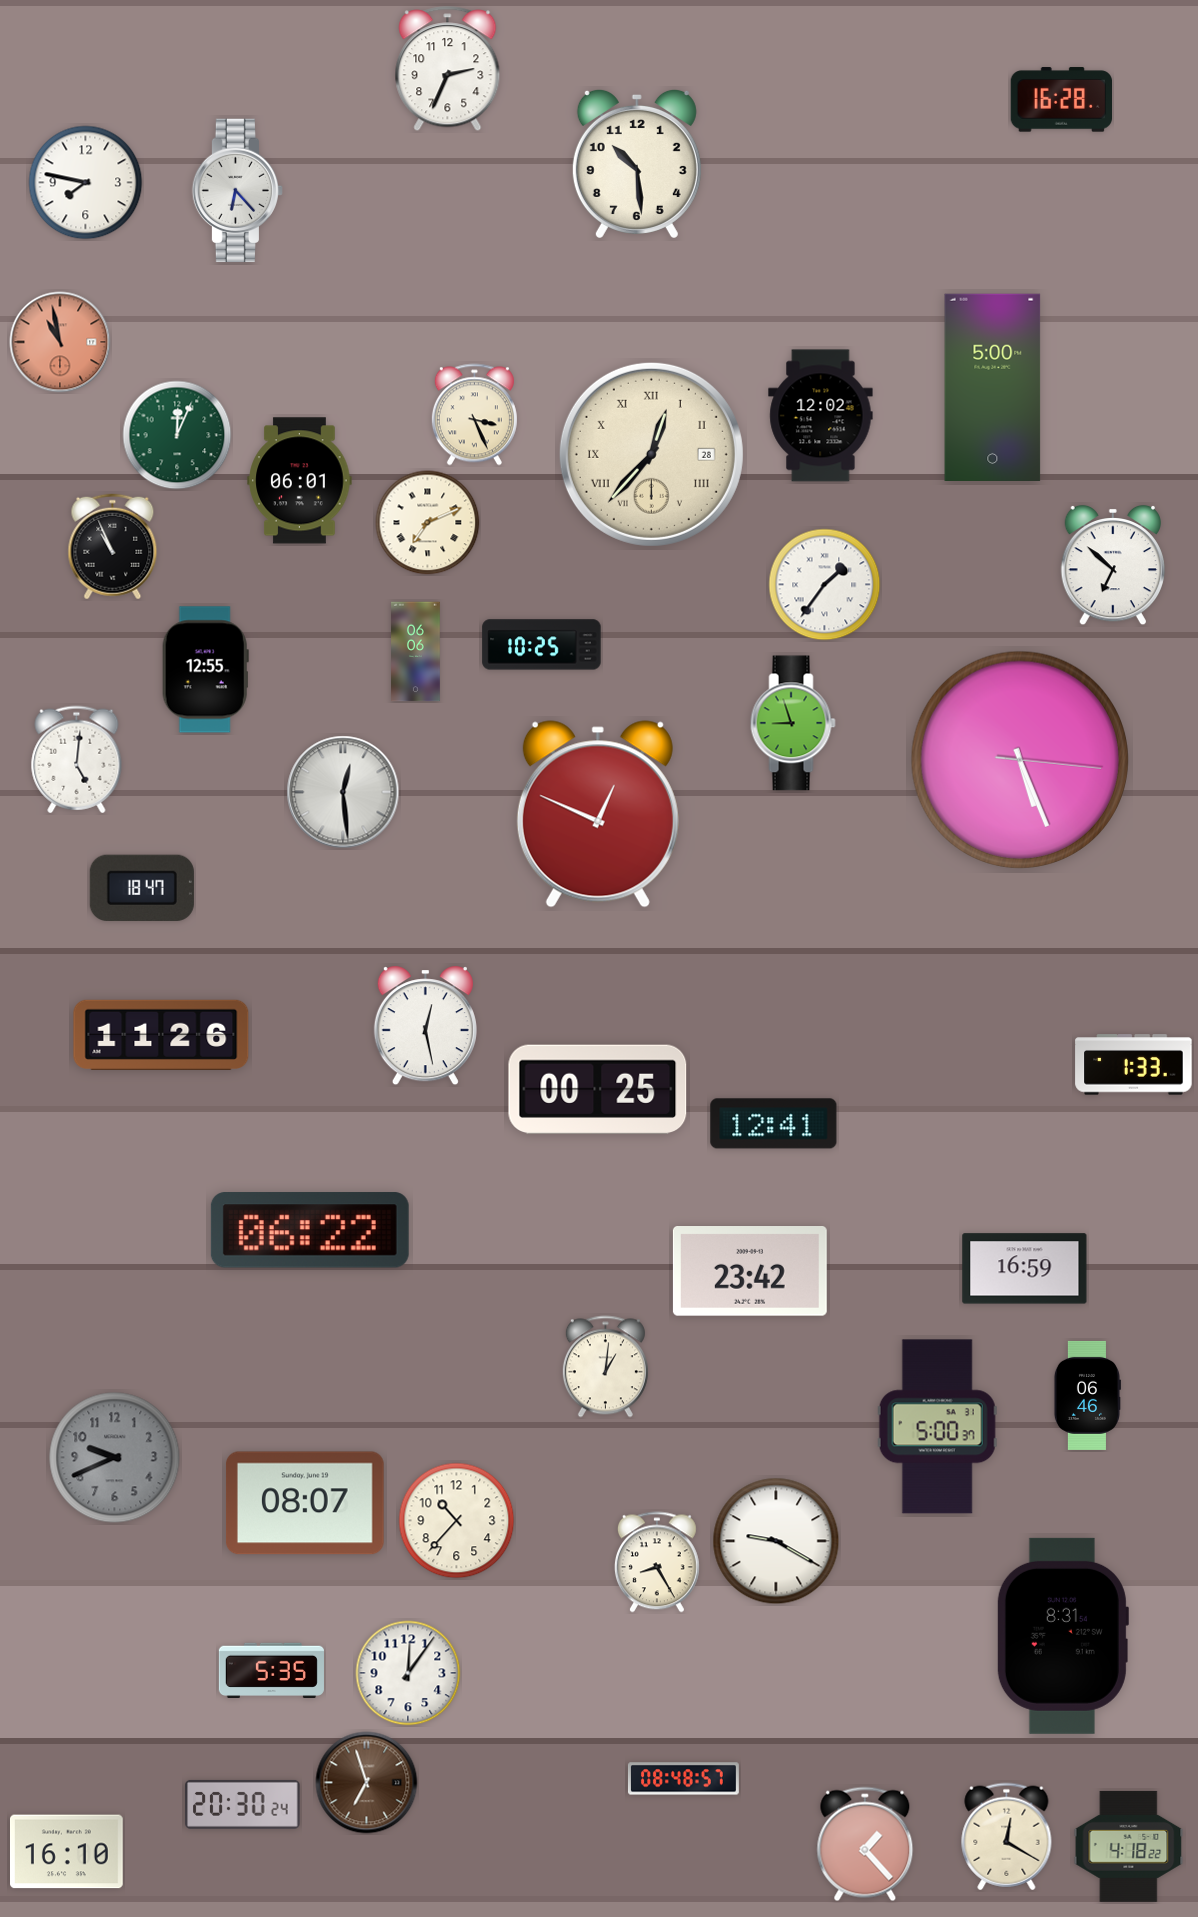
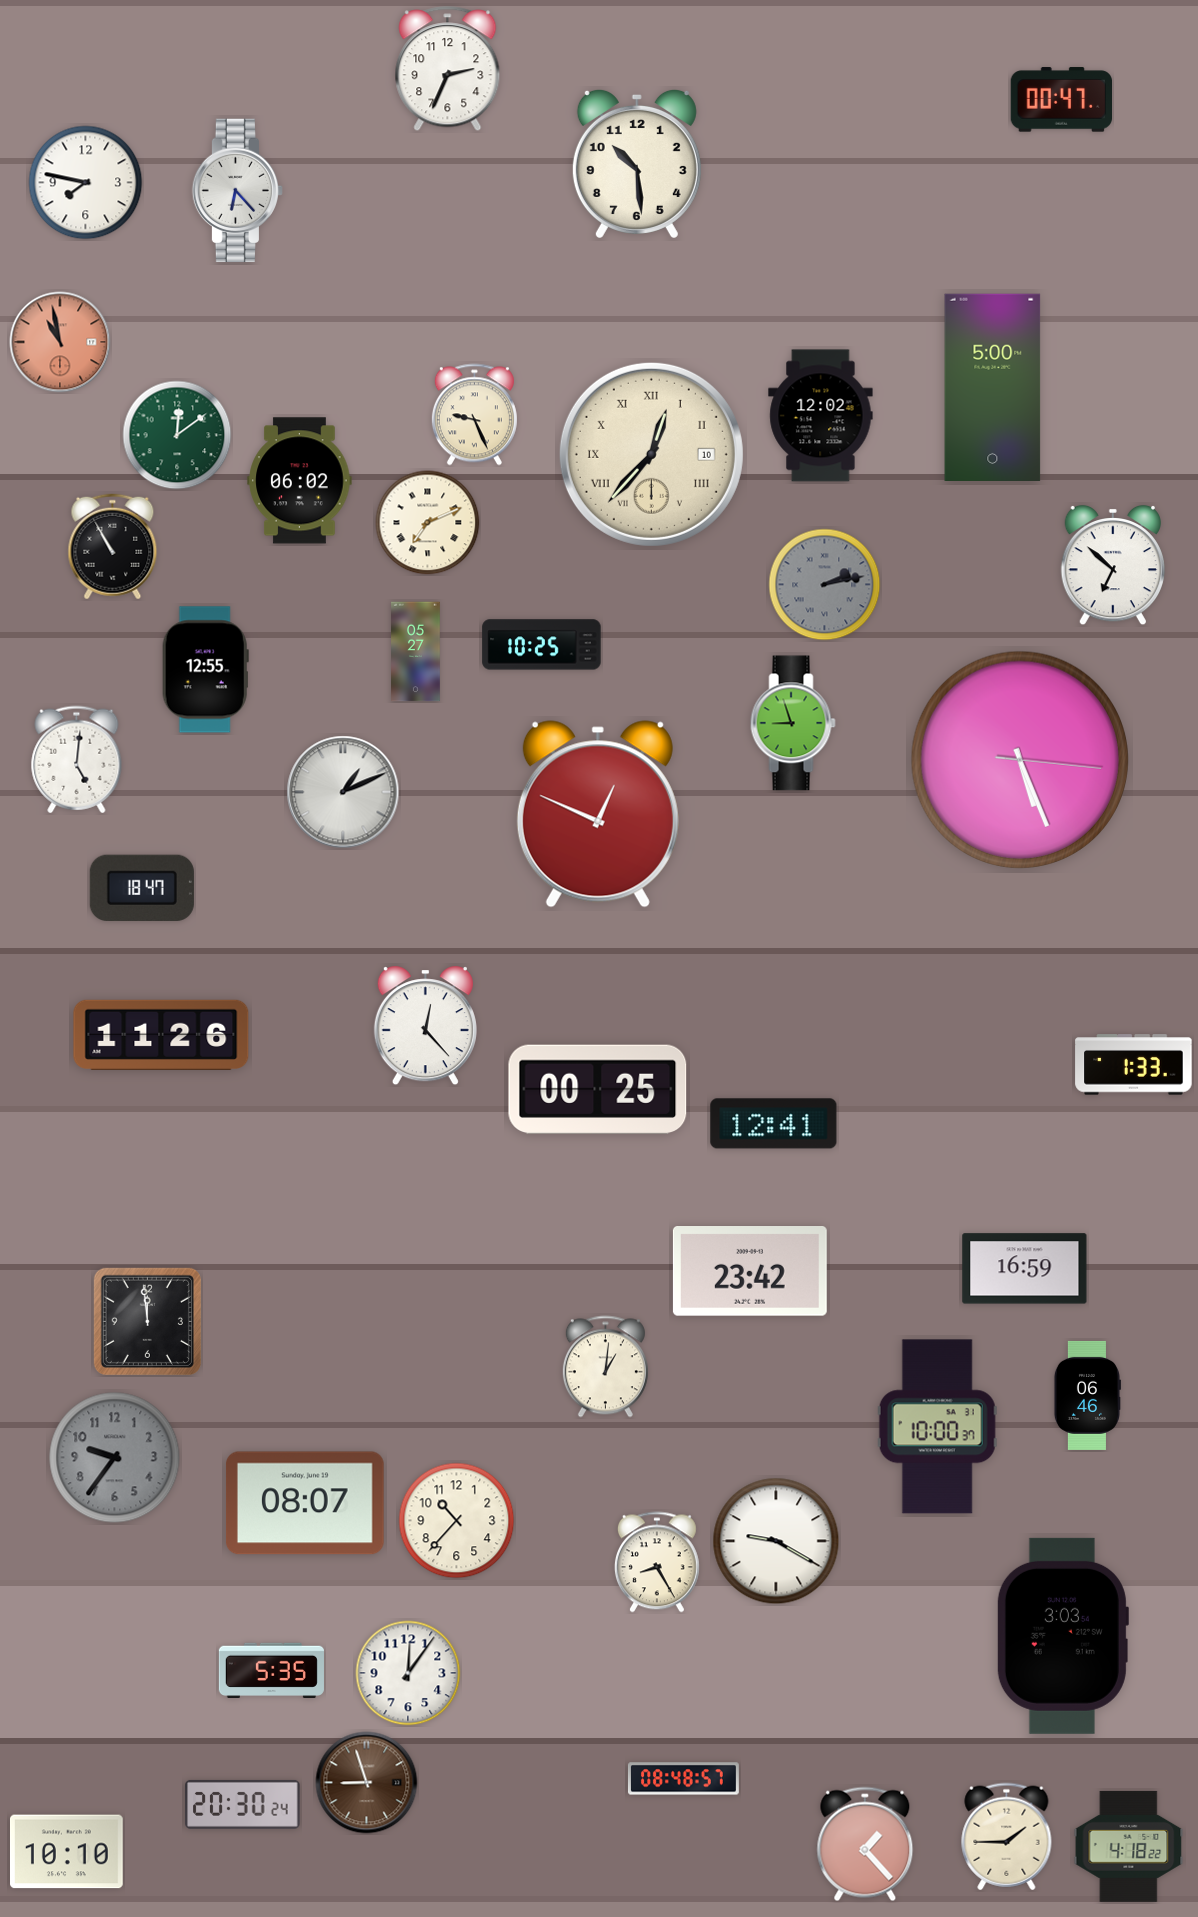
clock at (1061, 100): 16:28 -> 00:47
clock at (474, 415): 3:26 -> 9:26
clock at (177, 435): 12:04 -> 12:09
clock at (651, 454) date: 28 -> 10
clock at (300, 481): 06:01 -> 06:02
clock at (113, 547): 10:56 -> 10:55
clock at (825, 585): 1:36 -> 2:13
clock at (825, 585) dial: white -> grey
clock at (416, 652): 06:06 -> 05:27
clock at (343, 792): 12:29 -> 1:11
clock at (425, 1026): 12:28 -> 12:23
clock at (310, 1230): 06:22 -> none
clock at (147, 1321): none -> 11:59
clock at (937, 1427): 5:00 -> 10:00
clock at (115, 1458): 9:41 -> 9:36
clock at (1062, 1636): 8:31 -> 3:03
clock at (367, 1783): 6:57 -> 8:57
clock at (1007, 1837): 12:20 -> 1:45
clock at (67, 1852): 16:10 -> 10:10
